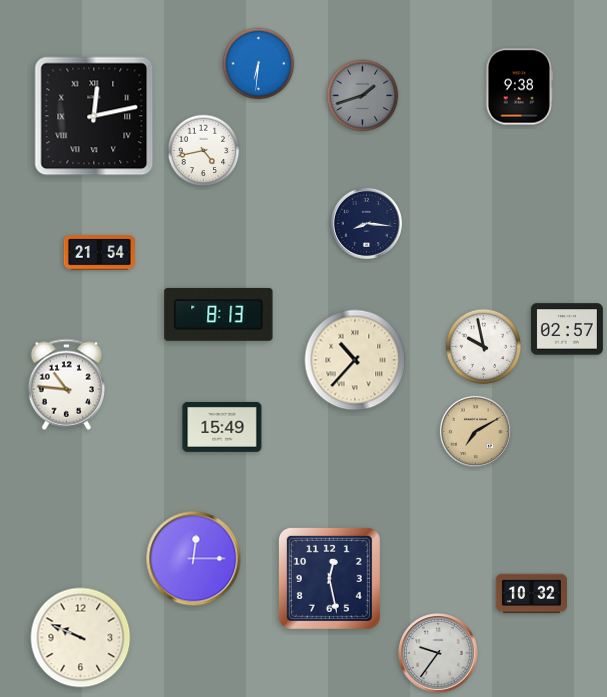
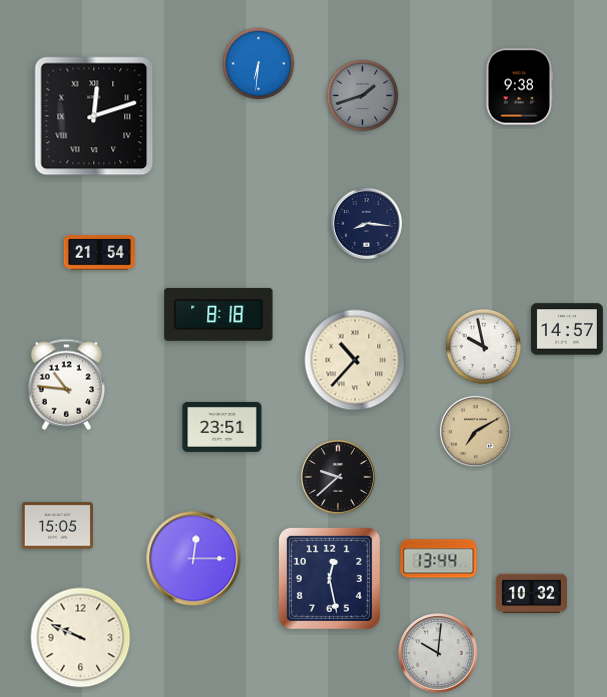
clock at (94, 116): 12:13 -> 12:12
clock at (204, 151): 4:43 -> none
clock at (219, 314): 8:13 -> 8:18
clock at (567, 329): 02:57 -> 14:57
clock at (222, 427): 15:49 -> 23:51
clock at (338, 477): none -> 9:38
clock at (57, 526): none -> 15:05
clock at (439, 559): none -> 13:44
clock at (438, 653): 9:36 -> 10:01
